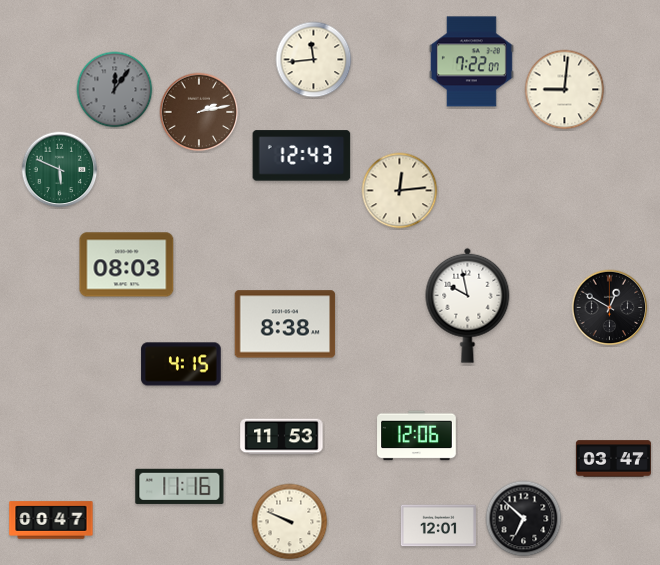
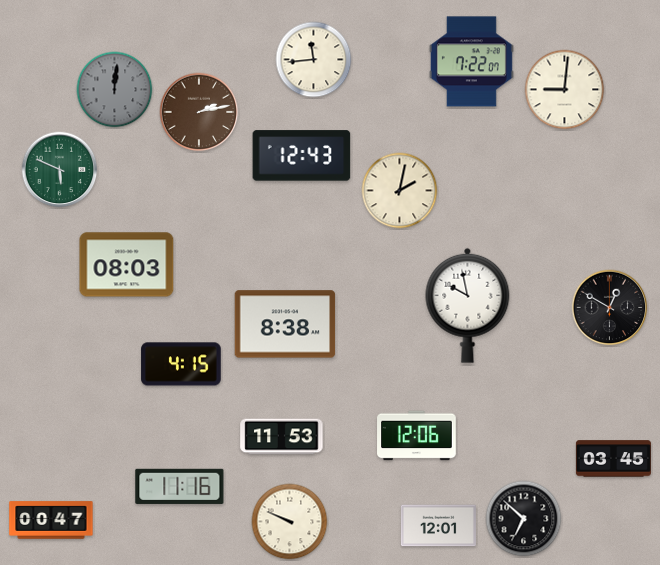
clock at (115, 90): 12:06 -> 12:01
clock at (400, 191): 12:14 -> 2:02
clock at (613, 459): 03:47 -> 03:45
